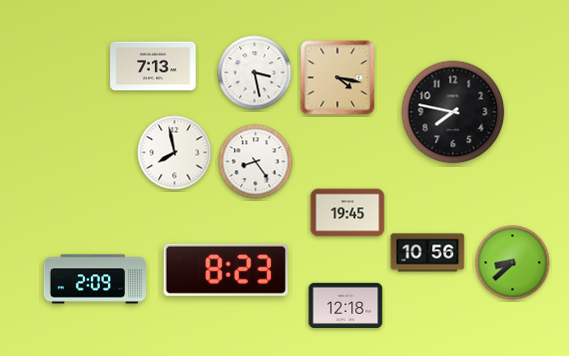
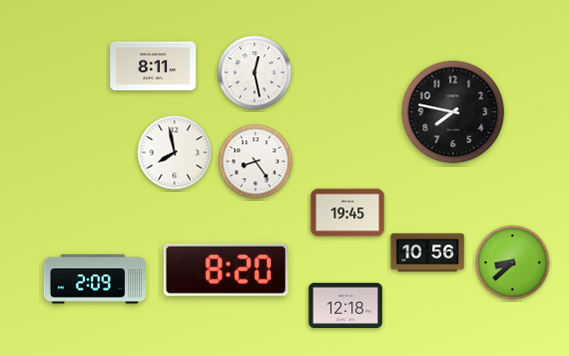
clock at (153, 66): 7:13 -> 8:11
clock at (255, 73): 3:28 -> 12:28
clock at (338, 78): 4:17 -> none
clock at (226, 270): 8:23 -> 8:20
